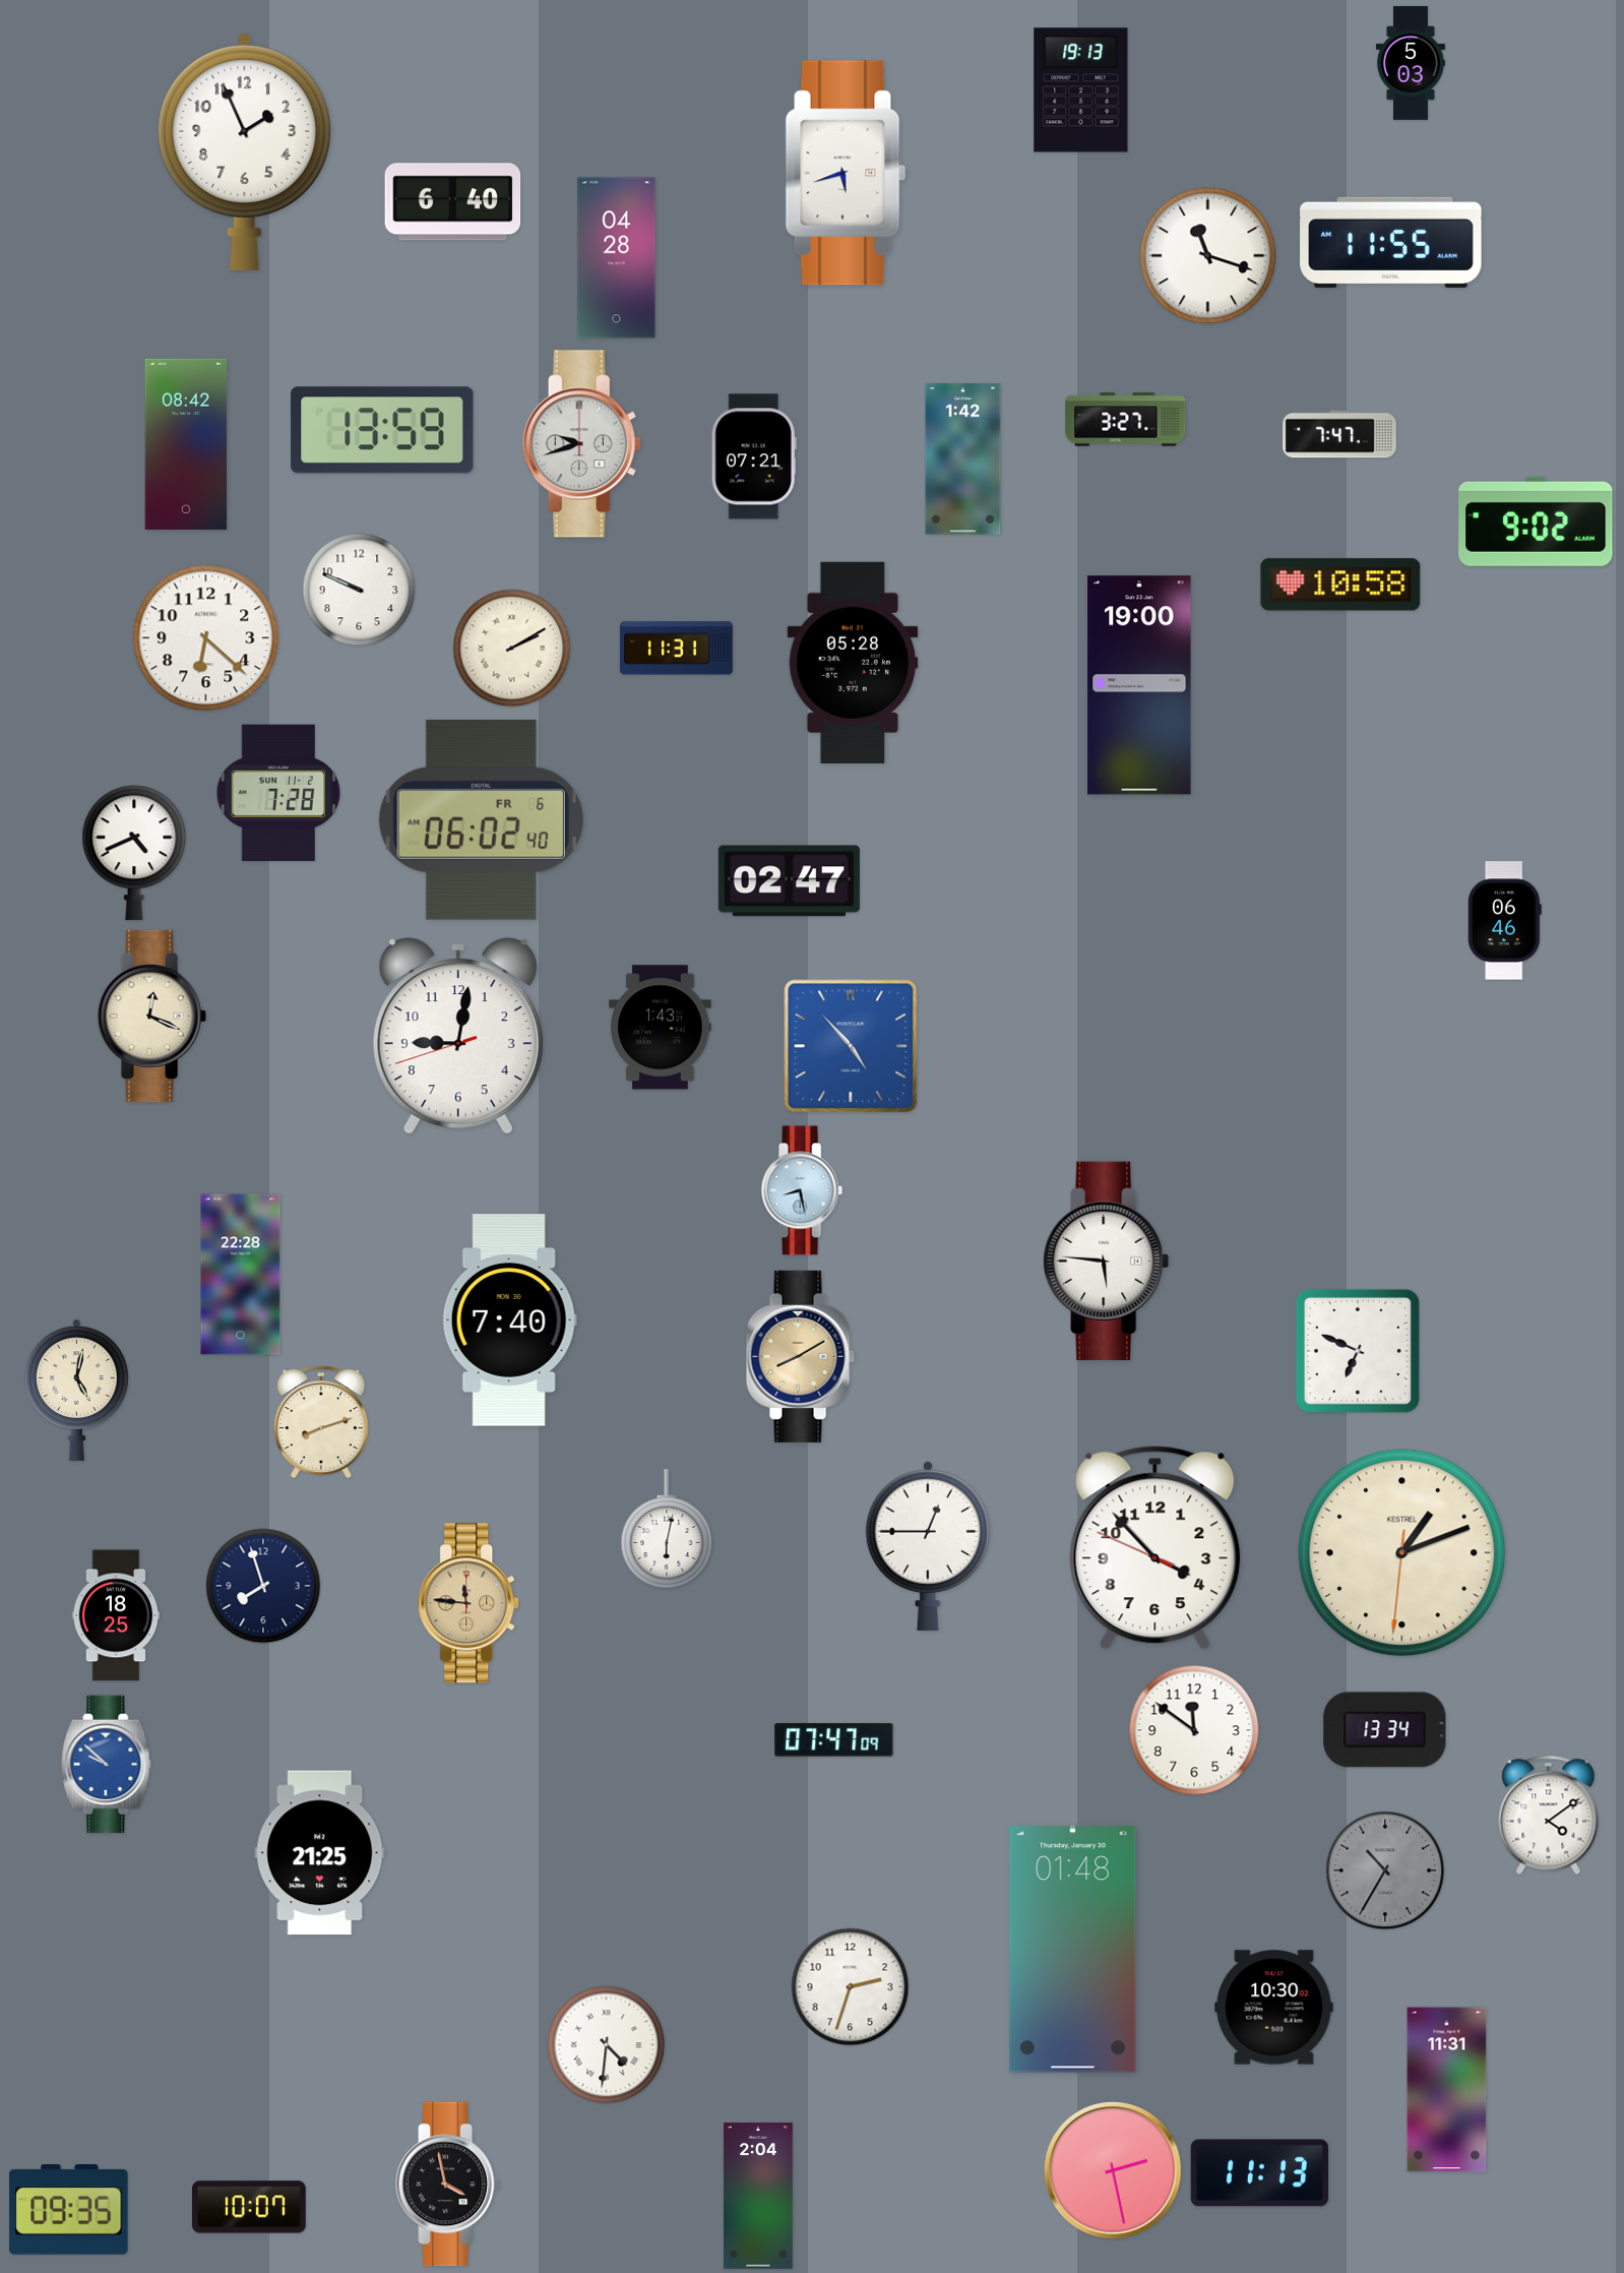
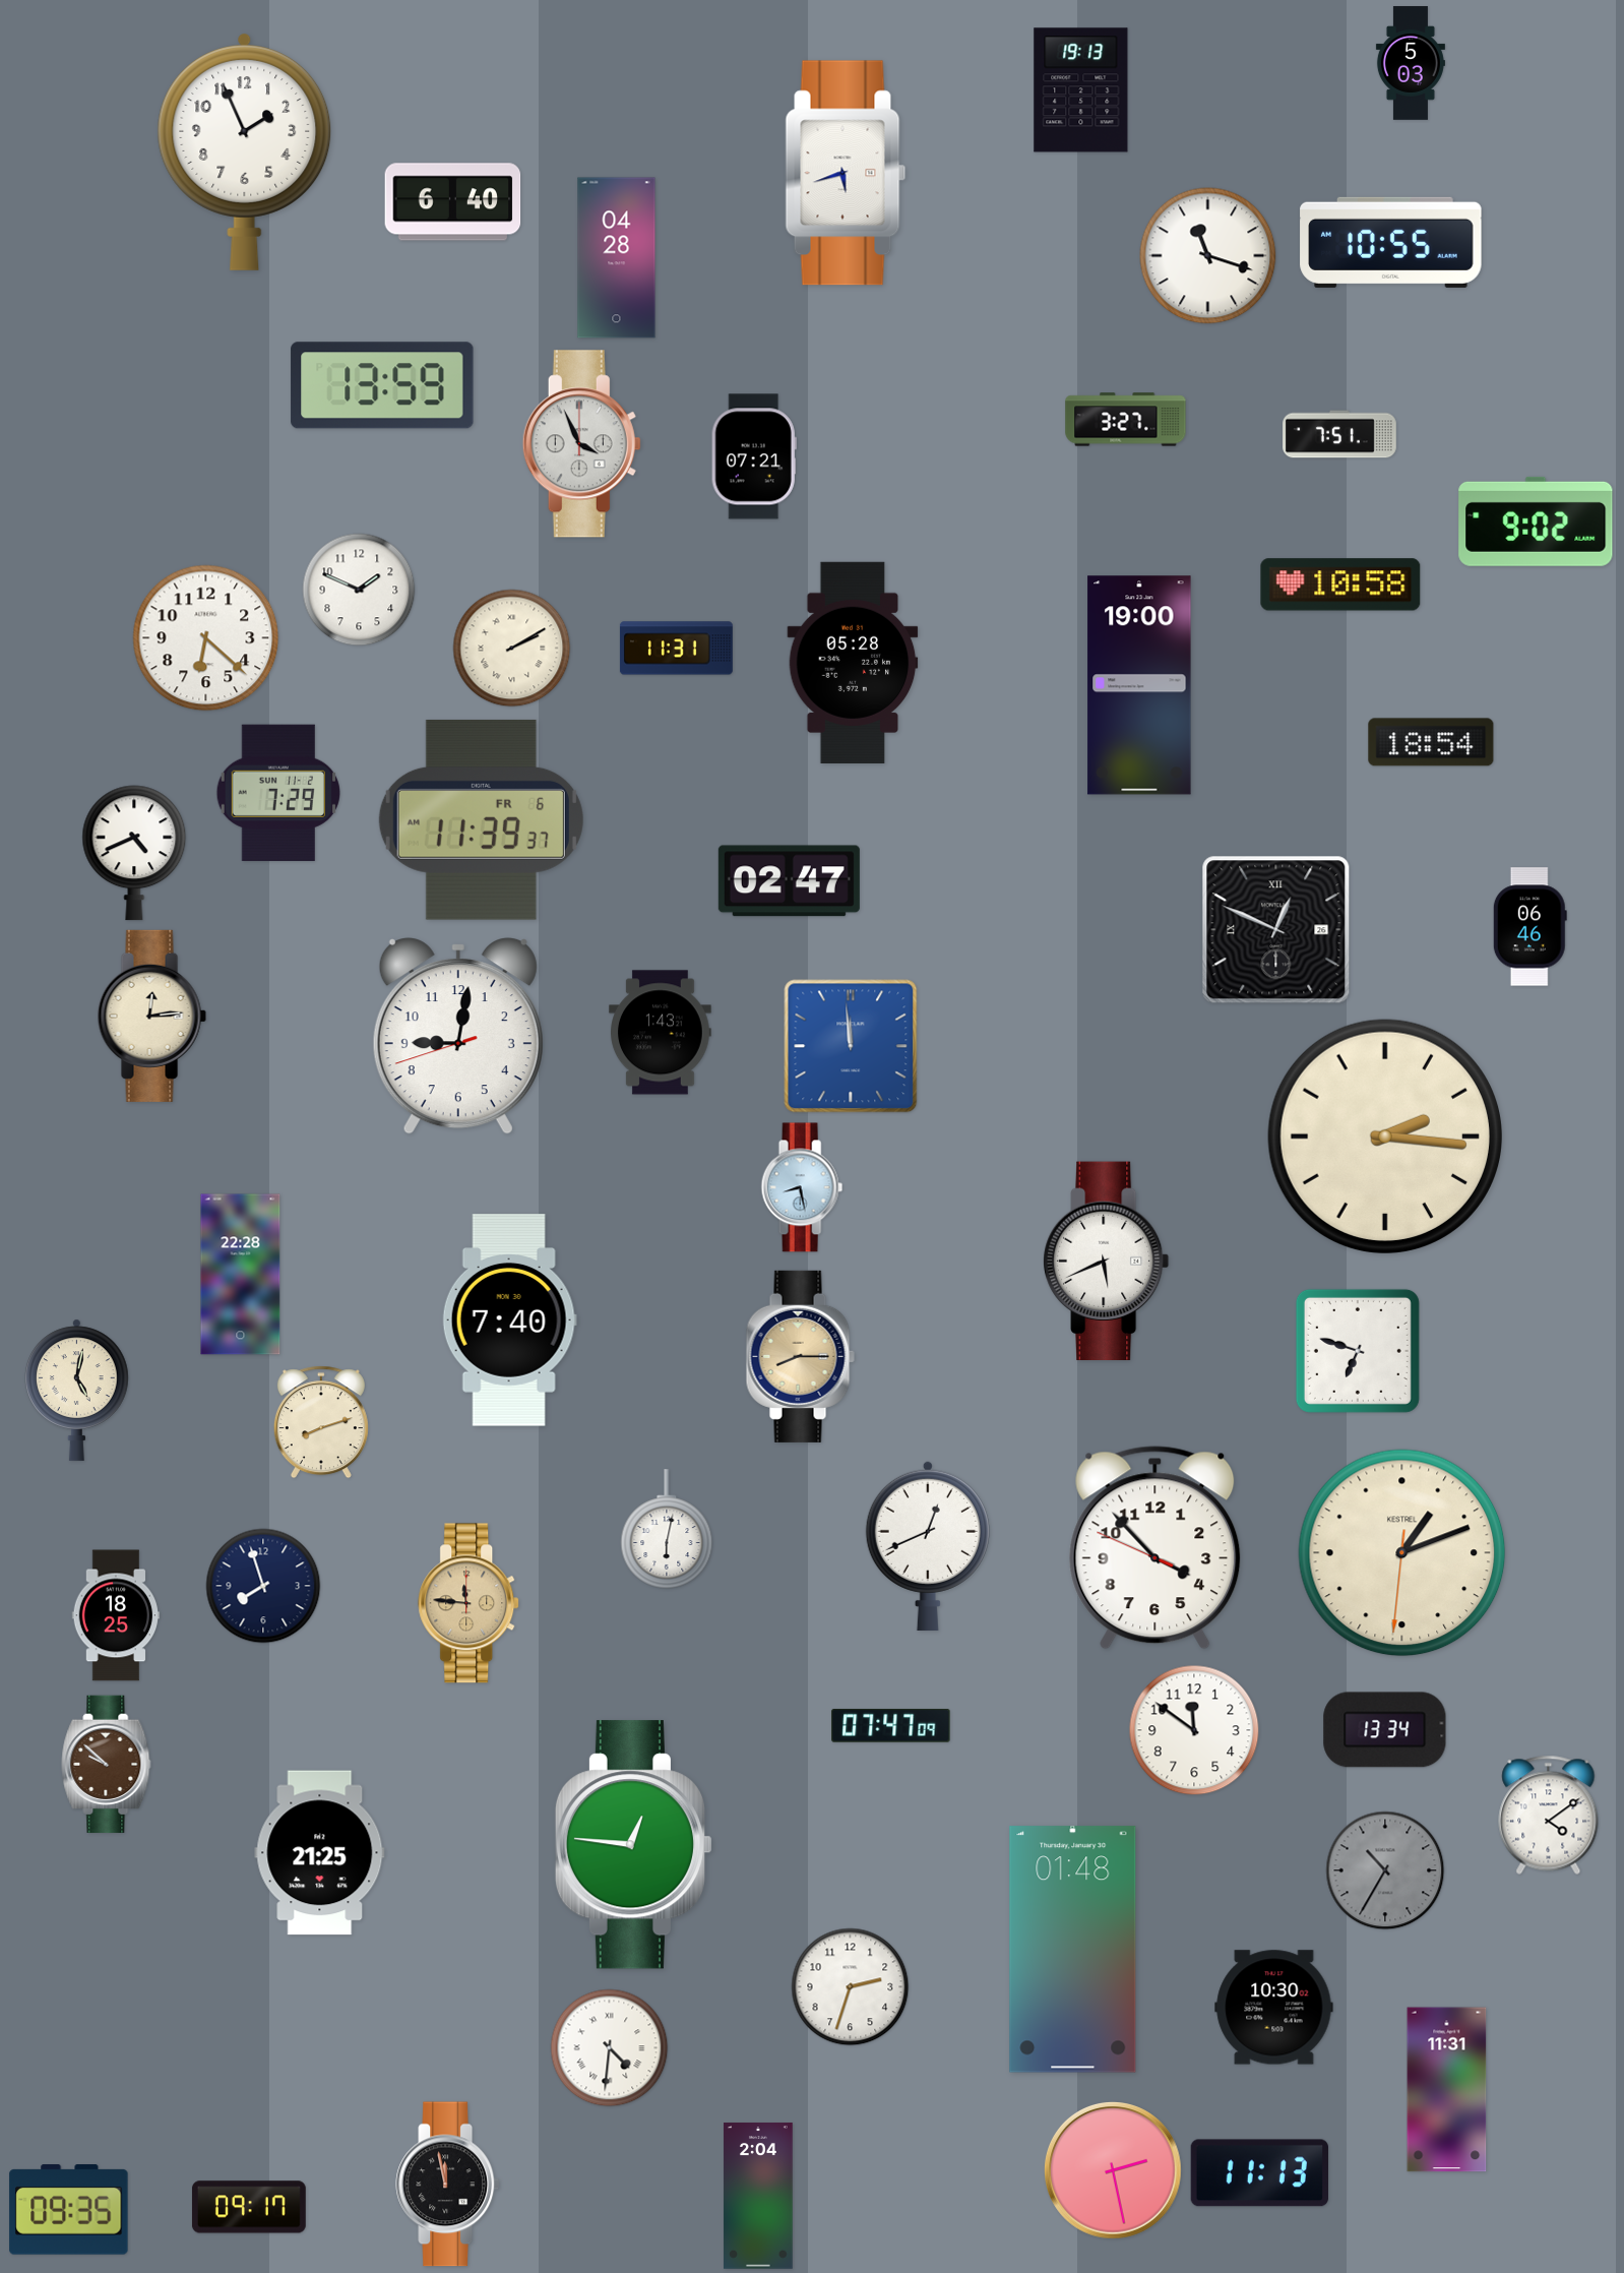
clock at (1391, 242): 11:55 -> 10:55
clock at (382, 430) position: (382, 430) -> (382, 385)
clock at (1340, 434): 7:47 -> 7:51
clock at (186, 444): 08:42 -> none
clock at (581, 444): 9:42 -> 3:56
clock at (963, 459): 1:42 -> none
clock at (359, 590): 9:49 -> 1:49
clock at (1431, 742): none -> 18:54
clock at (278, 792): 7:28 -> 7:29
clock at (481, 820): 06:02 -> 11:39
clock at (1504, 921) position: (1504, 921) -> (1529, 927)
clock at (1276, 930): none -> 12:49
clock at (151, 1016): 12:19 -> 12:14
clock at (661, 1028) position: (661, 1028) -> (661, 1033)
clock at (851, 1046): 4:53 -> 11:59
clock at (1384, 1135): none -> 2:16
clock at (802, 1190) position: (802, 1190) -> (802, 1187)
clock at (1107, 1262): 5:46 -> 5:41
clock at (1358, 1351): 6:49 -> 6:48
clock at (800, 1356): 8:10 -> 8:15
clock at (928, 1545): 12:45 -> 12:41
clock at (834, 1740) position: (834, 1740) -> (891, 1726)
clock at (107, 1764) dial: blue -> brown
clock at (633, 1845): none -> 12:46
clock at (607, 2045) position: (607, 2045) -> (610, 2048)
clock at (447, 2185): 3:58 -> 11:58
clock at (249, 2207): 10:07 -> 09:17
